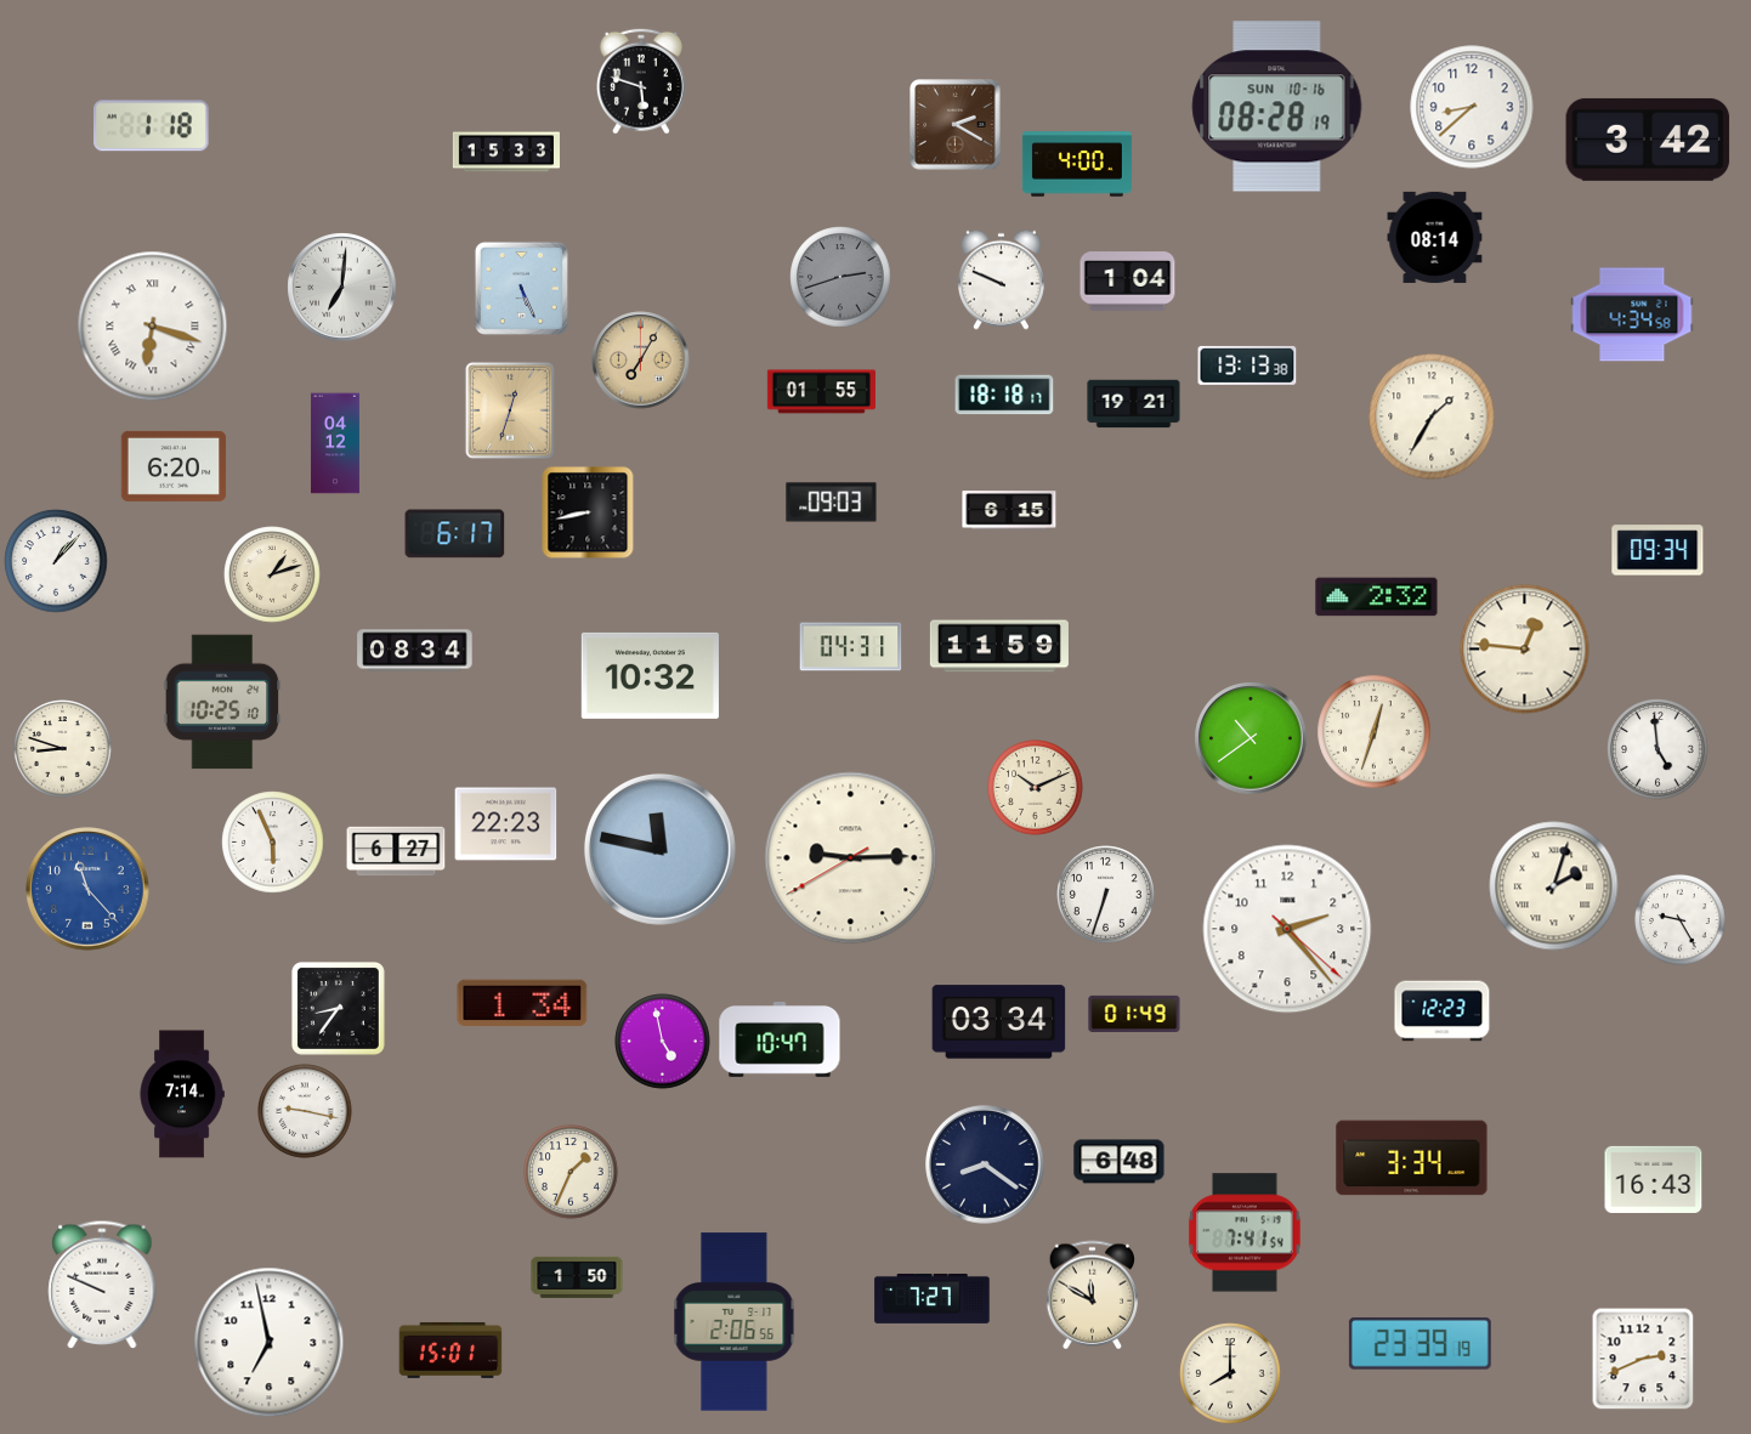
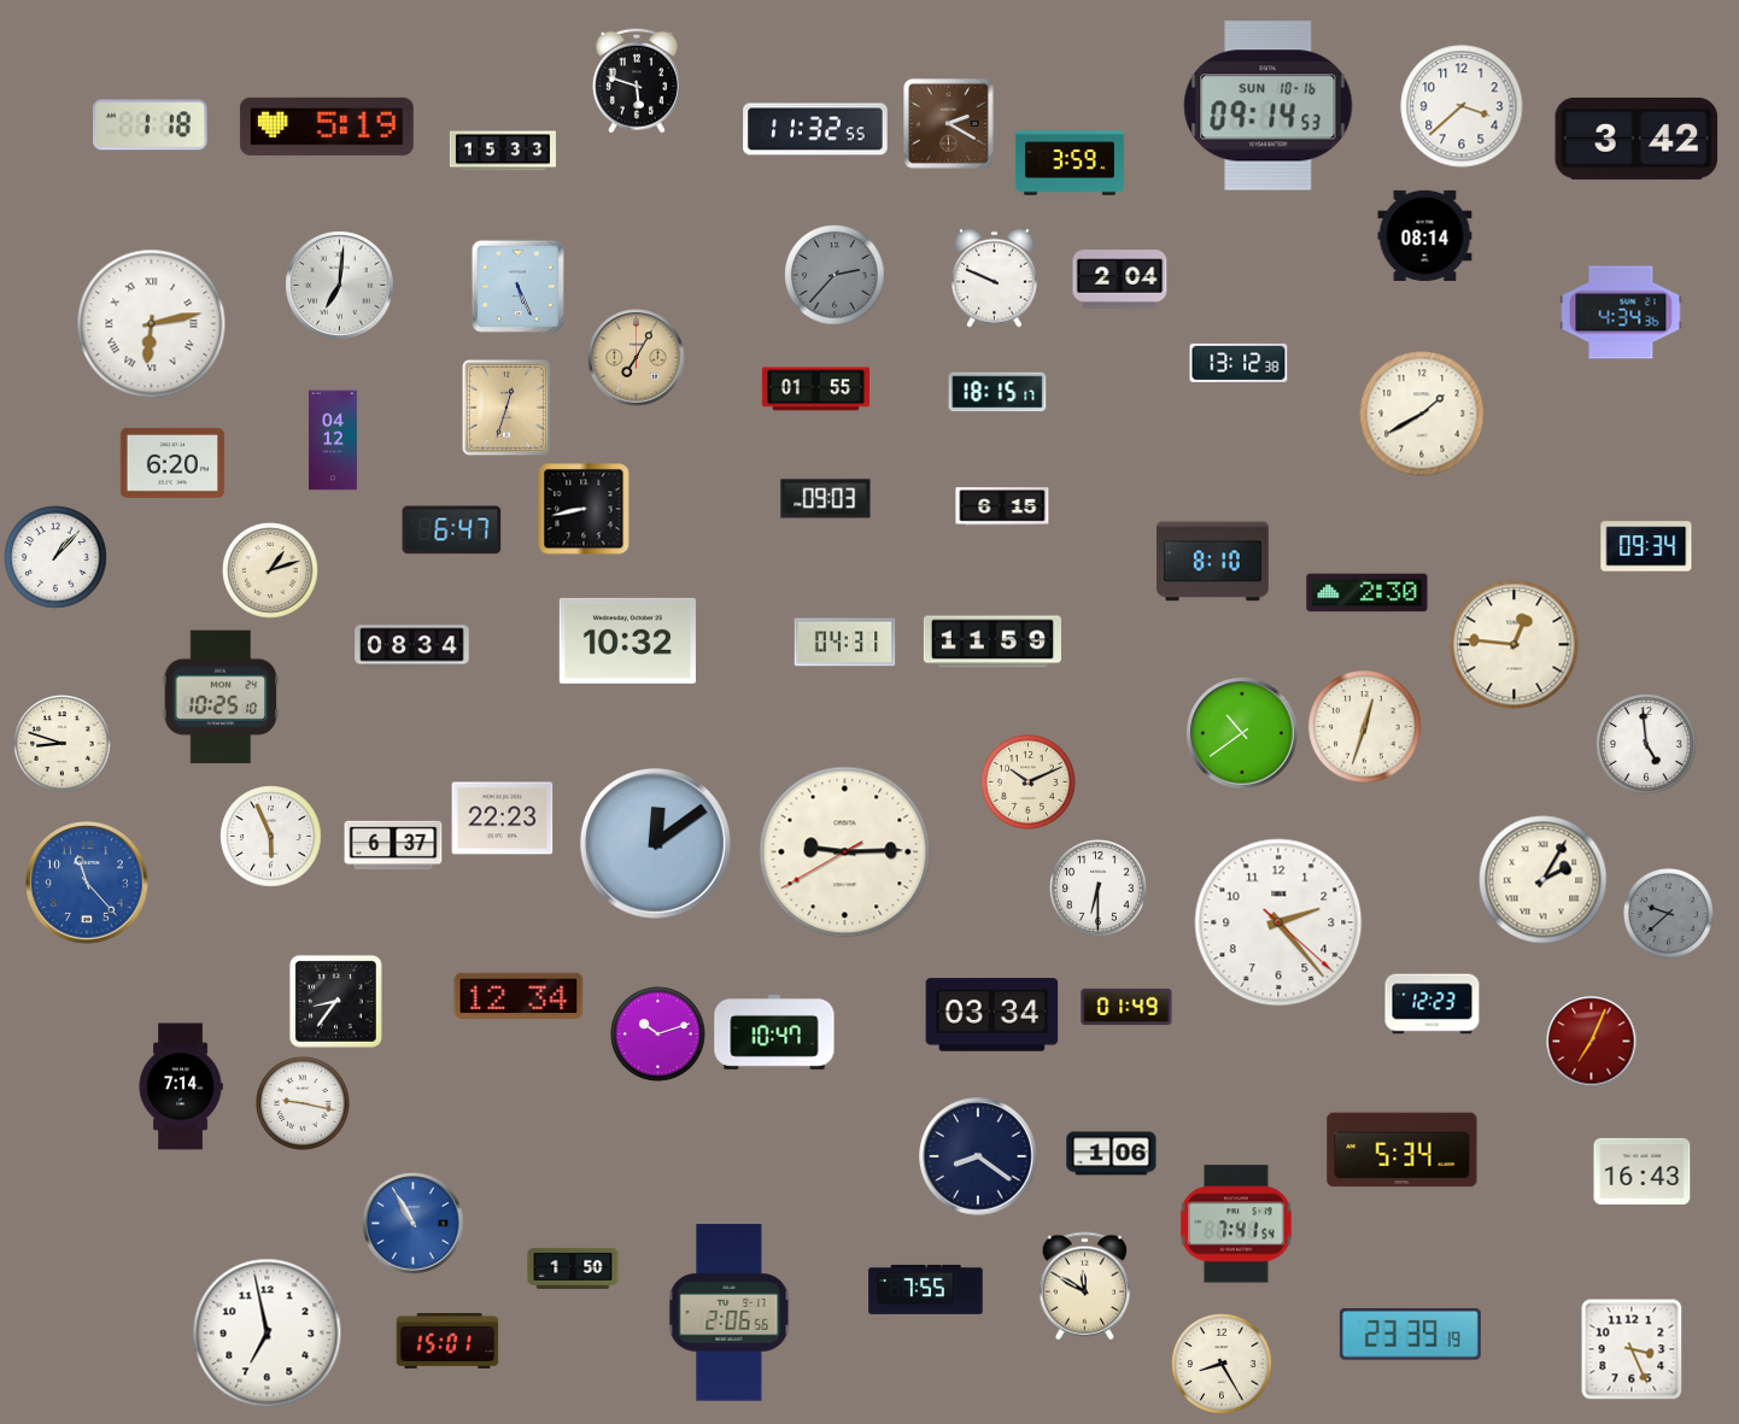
clock at (1277, 107): 08:28 -> 09:14
clock at (1472, 107): 8:38 -> 3:38
clock at (327, 127): none -> 5:19
clock at (815, 129): none -> 11:32
clock at (1077, 164): 4:00 -> 3:59
clock at (840, 277): 2:42 -> 2:37
clock at (1128, 282): 1:04 -> 2:04
clock at (1632, 314): 4:34:58 -> 4:34:36
clock at (153, 327): 6:18 -> 6:13
clock at (1247, 365): 13:13 -> 13:12
clock at (1004, 395): 18:18 -> 18:15
clock at (1134, 404): 19:21 -> none
clock at (1432, 416): 1:35 -> 1:40
clock at (455, 534): 6:17 -> 6:47
clock at (1213, 562): none -> 8:10
clock at (1377, 597): 2:32 -> 2:30
clock at (650, 675) position: (650, 675) -> (627, 640)
clock at (659, 849): 11:47 -> 12:09
clock at (396, 851): 6:27 -> 6:37
clock at (1554, 886): 2:03 -> 2:05
clock at (1106, 895): 6:33 -> 6:30
clock at (1681, 920): 9:25 -> 9:38
clock at (1681, 920) dial: white -> grey
clock at (522, 1002): 1:34 -> 12:34
clock at (663, 1042): 4:58 -> 10:12
clock at (1592, 1042): none -> 7:04
clock at (1412, 1158): 3:34 -> 5:34
clock at (1120, 1162): 6:48 -> 1:06
clock at (571, 1172): 1:34 -> none
clock at (414, 1224): none -> 10:55
clock at (102, 1285): 9:49 -> none
clock at (933, 1298): 7:27 -> 7:55
clock at (1643, 1359): 2:41 -> 3:26
clock at (1230, 1373): 8:00 -> 8:25
